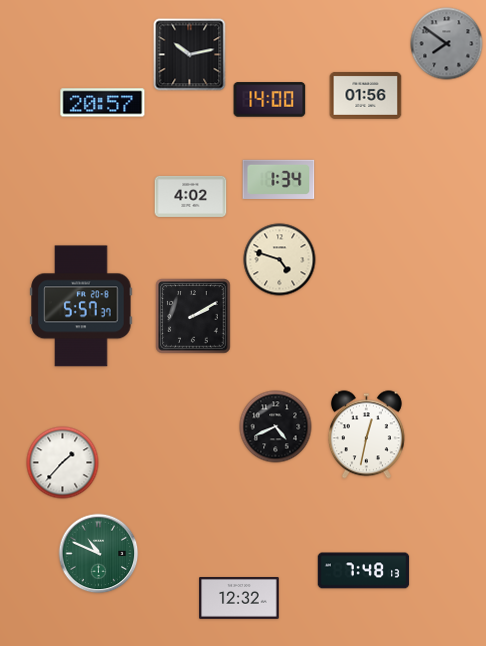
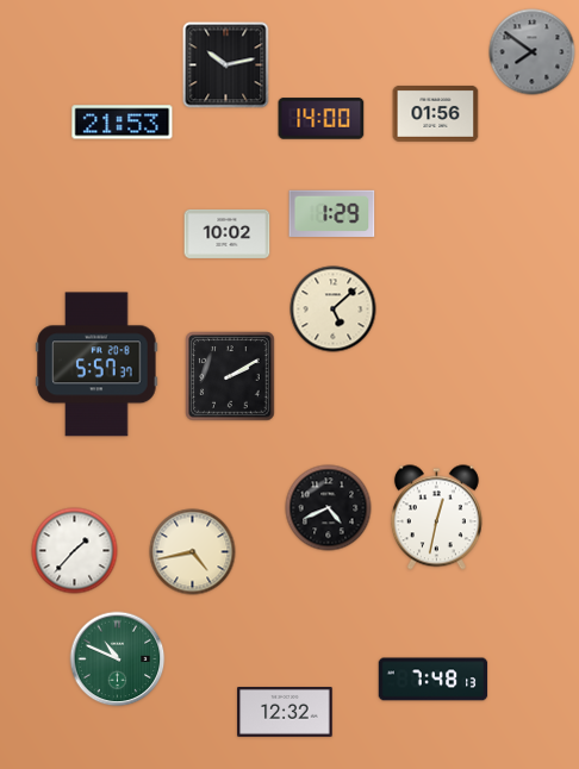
clock at (103, 103): 20:57 -> 21:53
clock at (279, 179): 1:34 -> 1:29
clock at (191, 196): 4:02 -> 10:02
clock at (280, 260): 4:48 -> 5:08
clock at (193, 552): none -> 4:43
